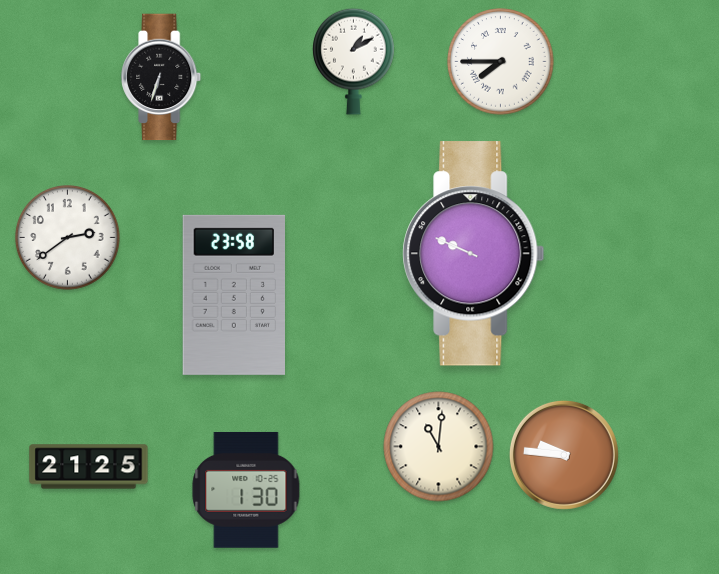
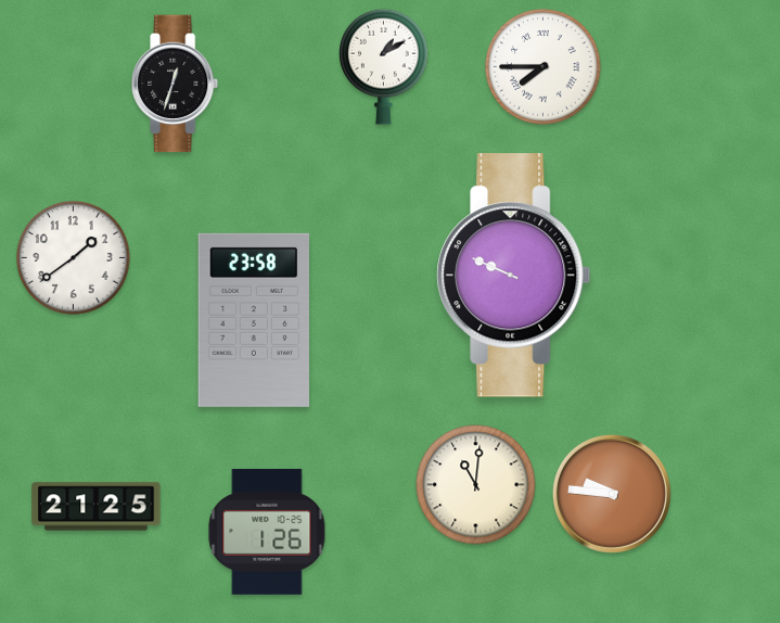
clock at (162, 77): 6:33 -> 12:33
clock at (68, 238): 2:39 -> 1:39
clock at (246, 490): 1:30 -> 1:26
